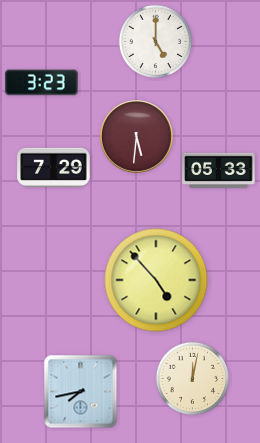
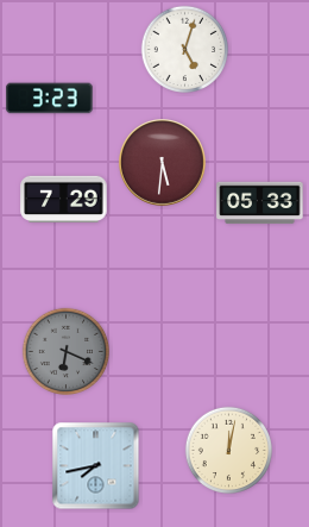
clock at (155, 41): 5:00 -> 5:03
clock at (156, 280): 4:53 -> none
clock at (65, 351): none -> 6:19
